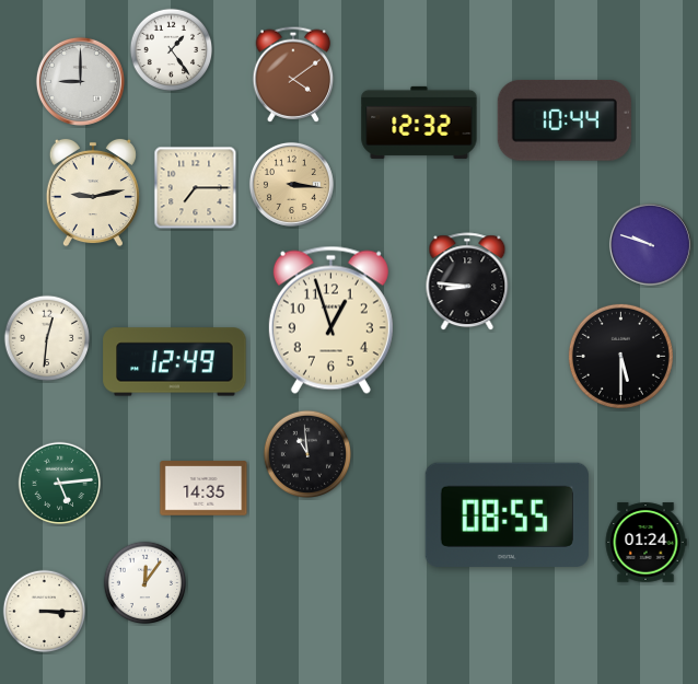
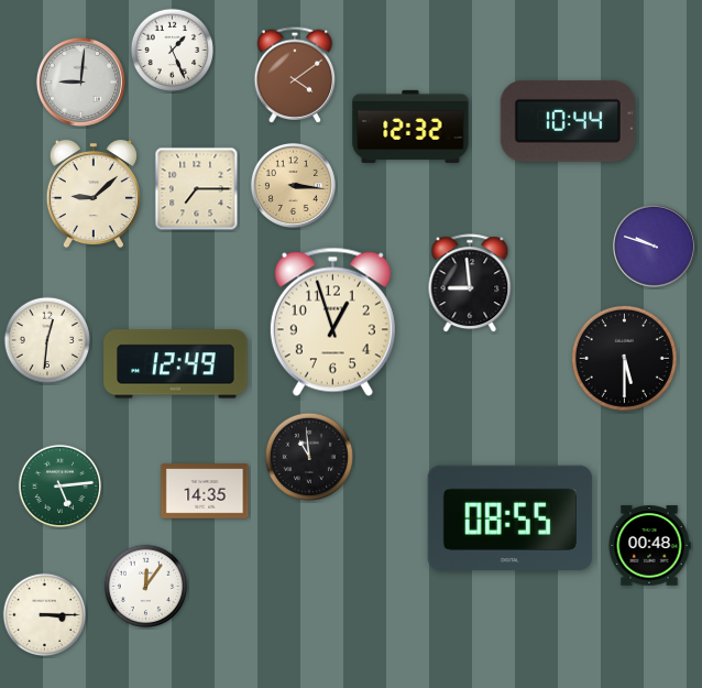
clock at (172, 50): 1:24 -> 1:26
clock at (80, 81): 9:00 -> 9:01
clock at (419, 123) position: (419, 123) -> (410, 127)
clock at (93, 193): 9:13 -> 9:08
clock at (467, 282): 8:46 -> 8:59
clock at (645, 543): 01:24 -> 00:48
